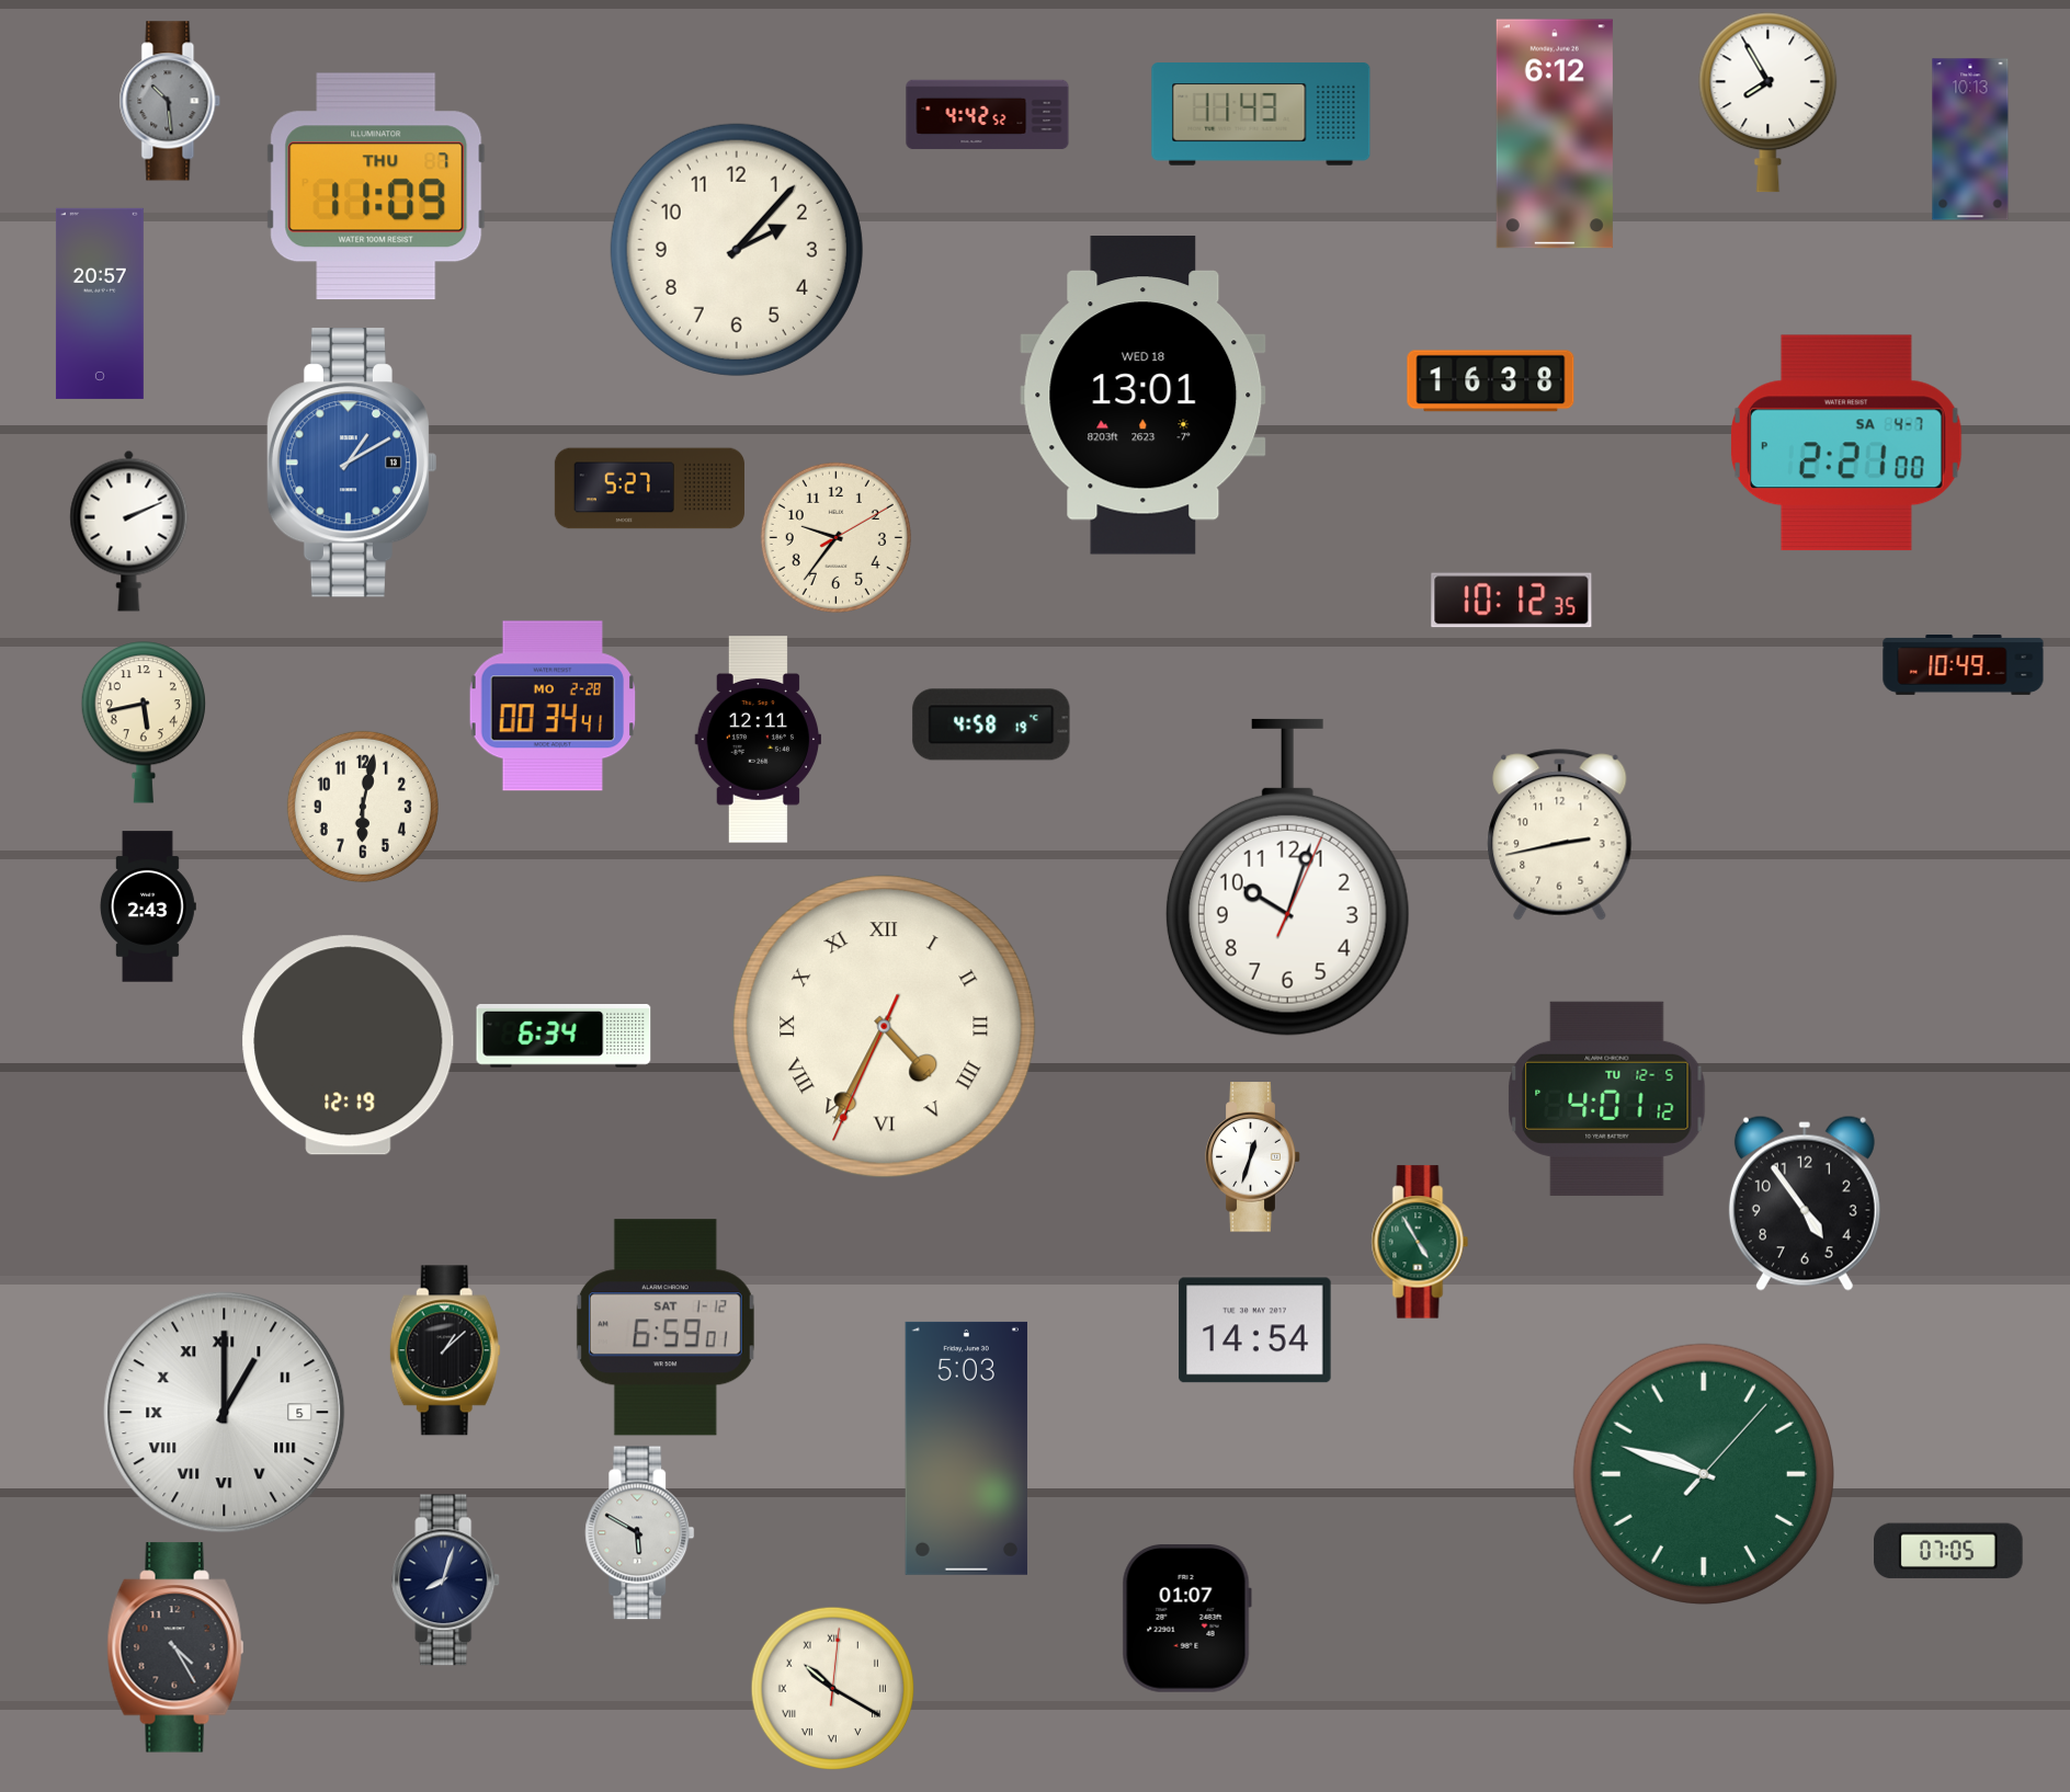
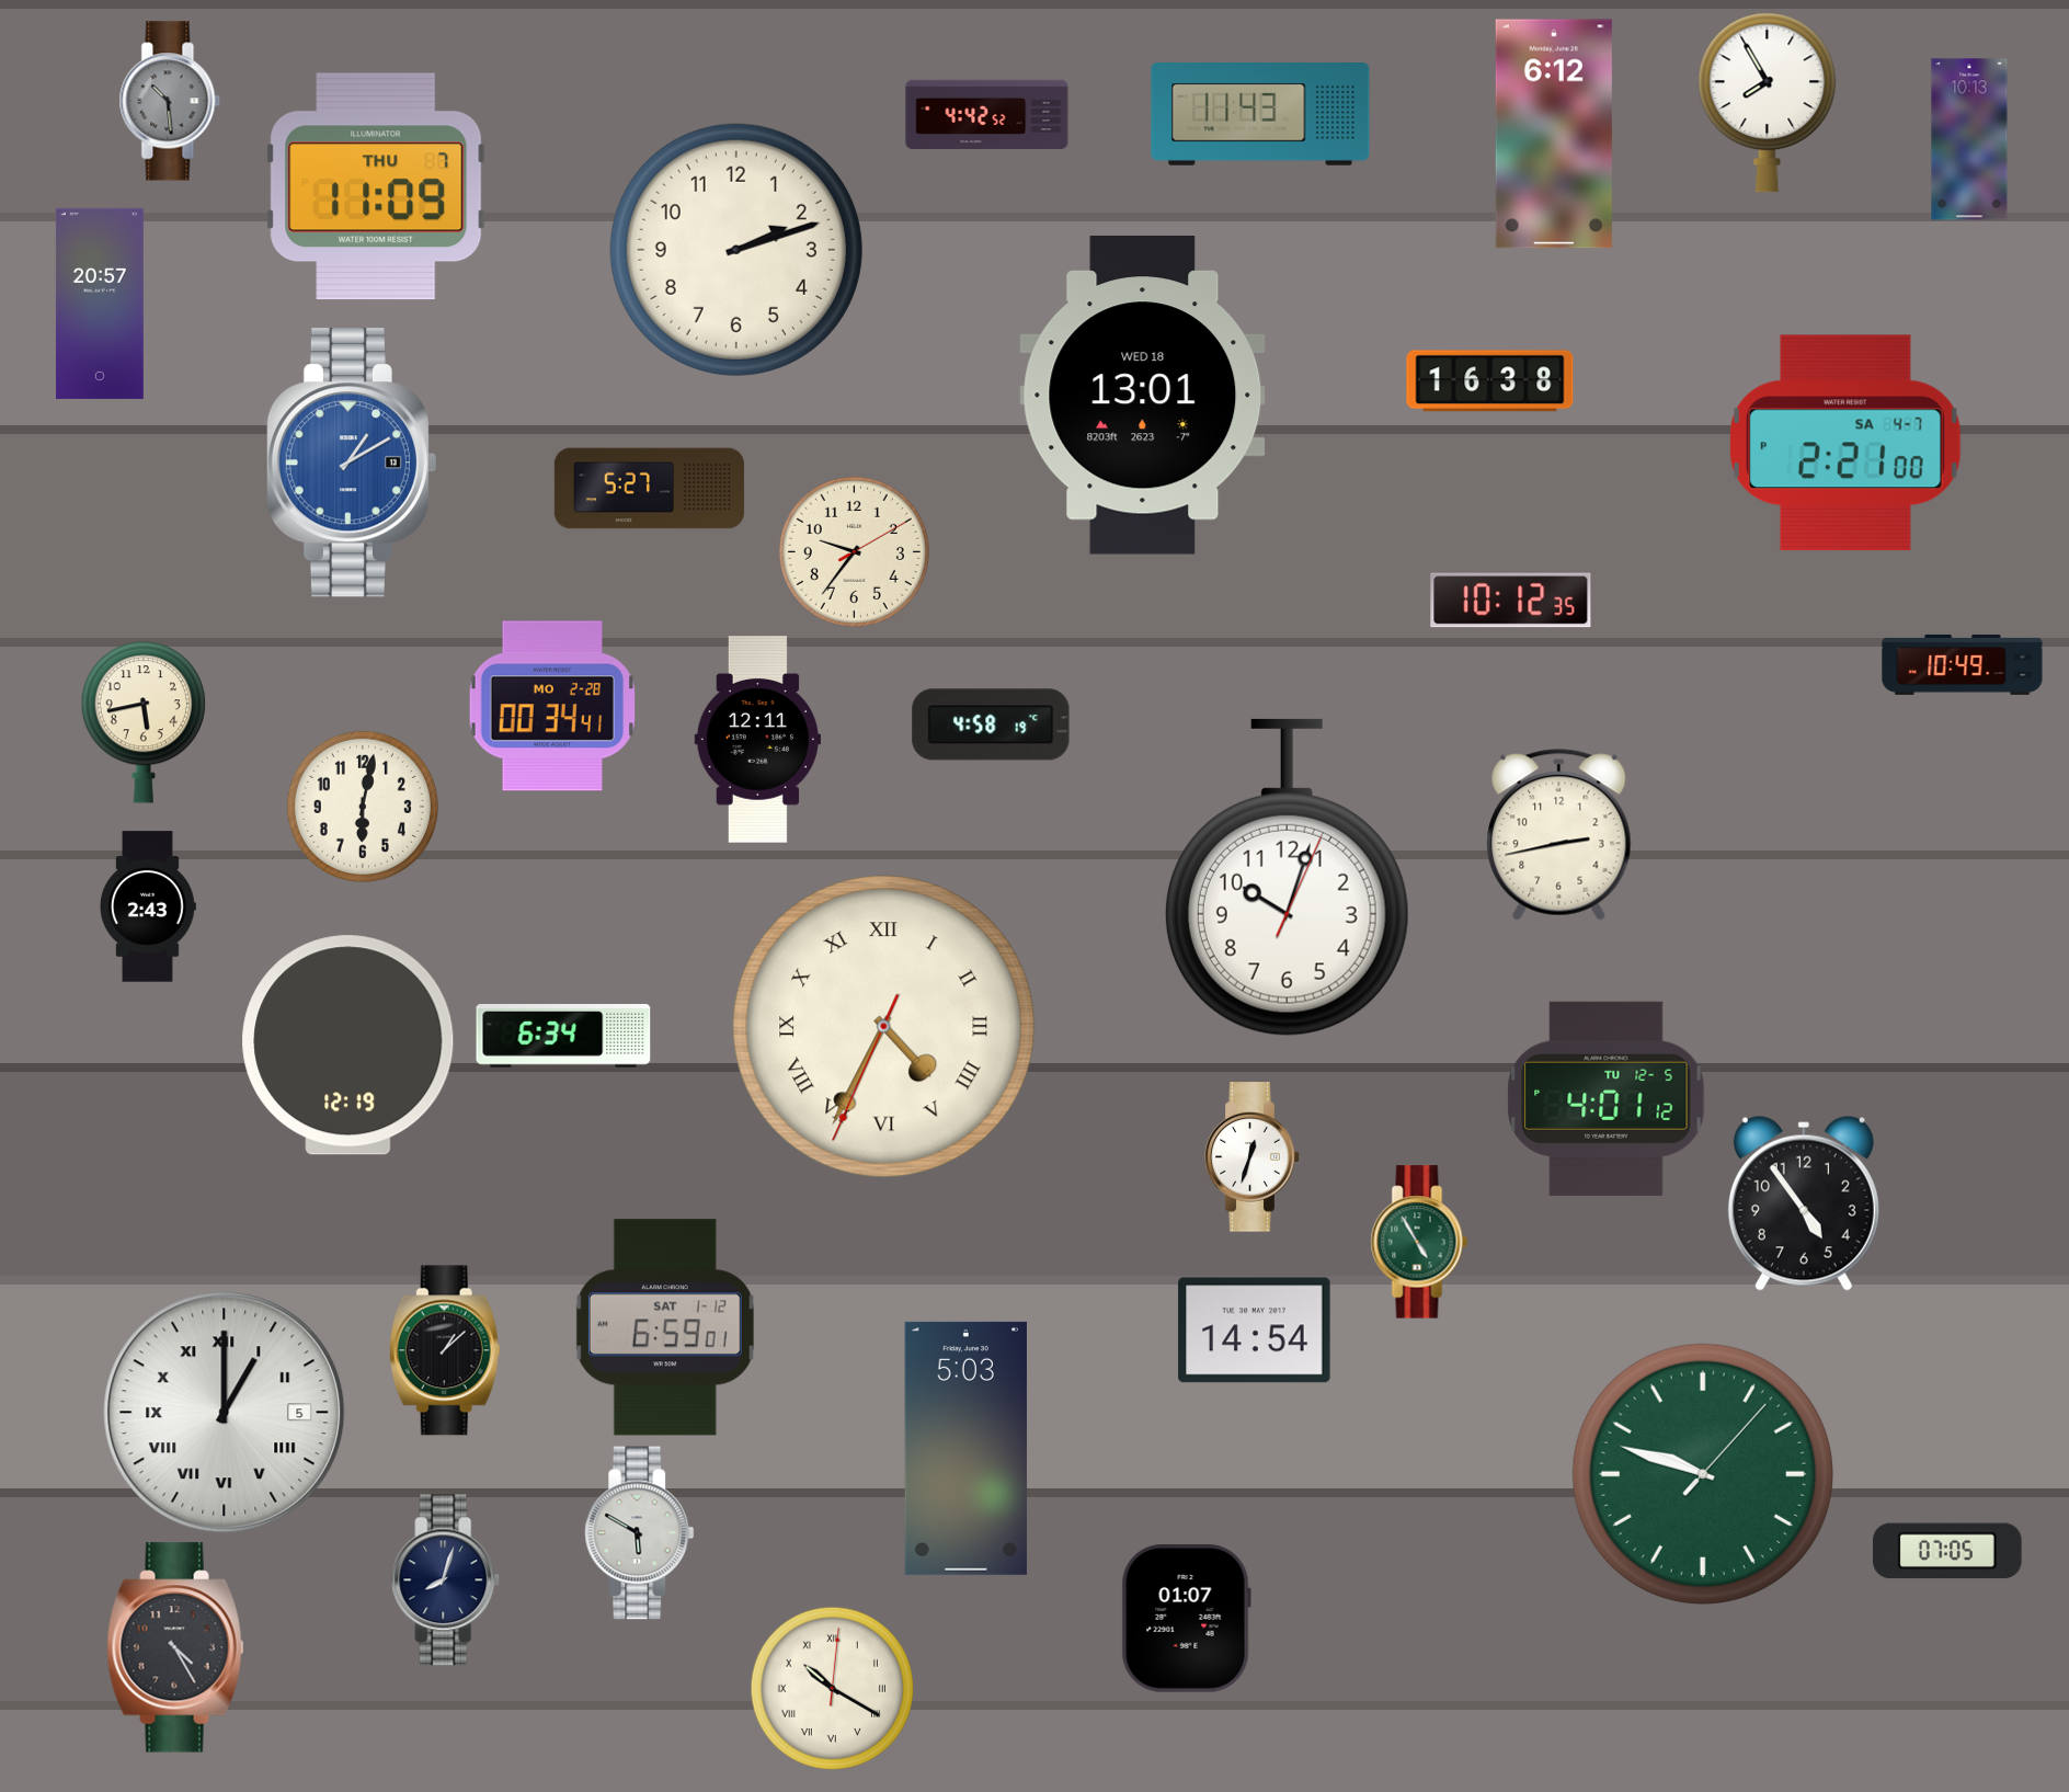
clock at (737, 250): 2:07 -> 2:12
clock at (129, 530): 2:11 -> none
clock at (835, 537) position: (835, 537) -> (854, 551)
